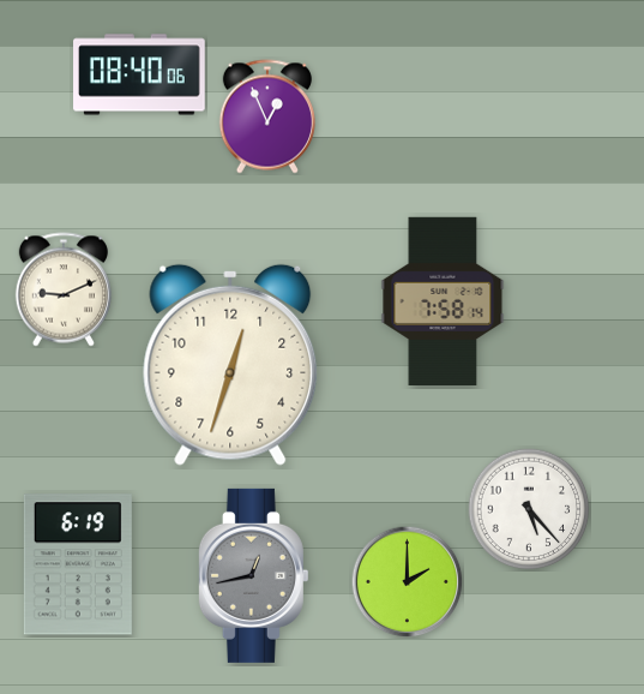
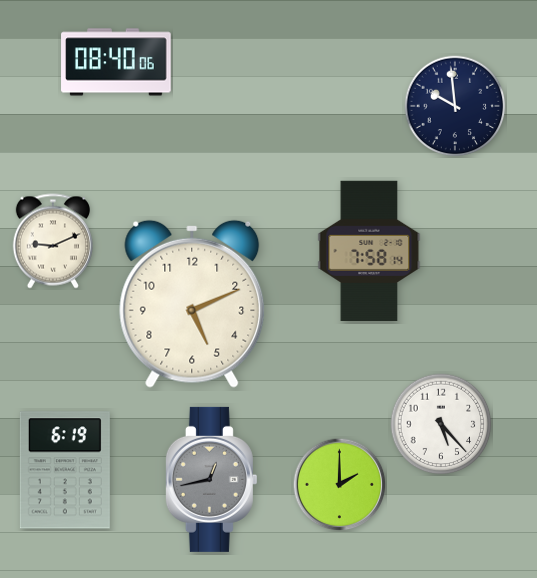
clock at (267, 116): 12:56 -> none
clock at (455, 106): none -> 9:59
clock at (230, 365): 12:33 -> 5:11
